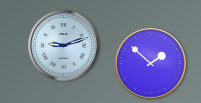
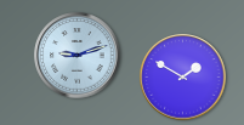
clock at (151, 64): 1:52 -> 1:50
